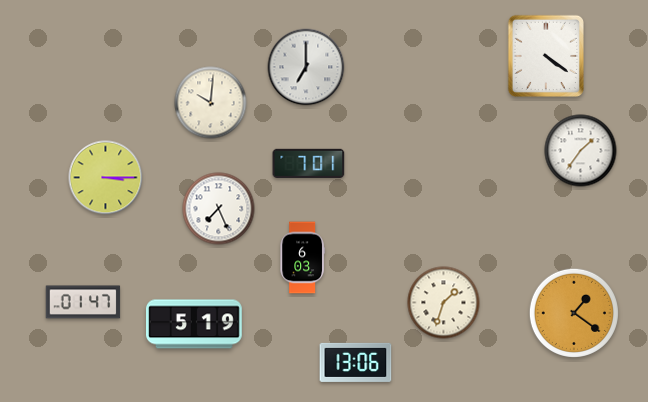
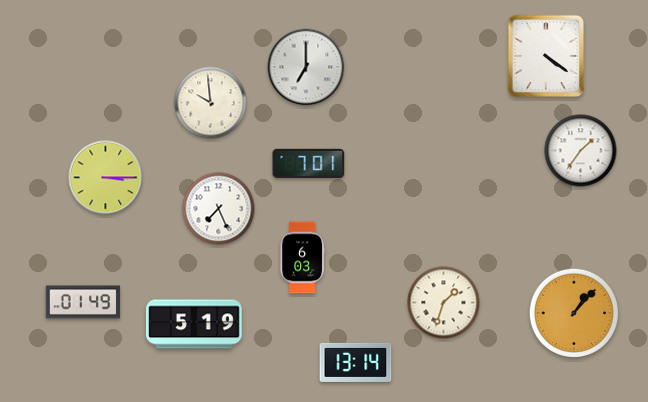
clock at (211, 103): 10:01 -> 9:59
clock at (83, 302): 01:47 -> 01:49
clock at (574, 313): 1:21 -> 1:07
clock at (356, 362): 13:06 -> 13:14
